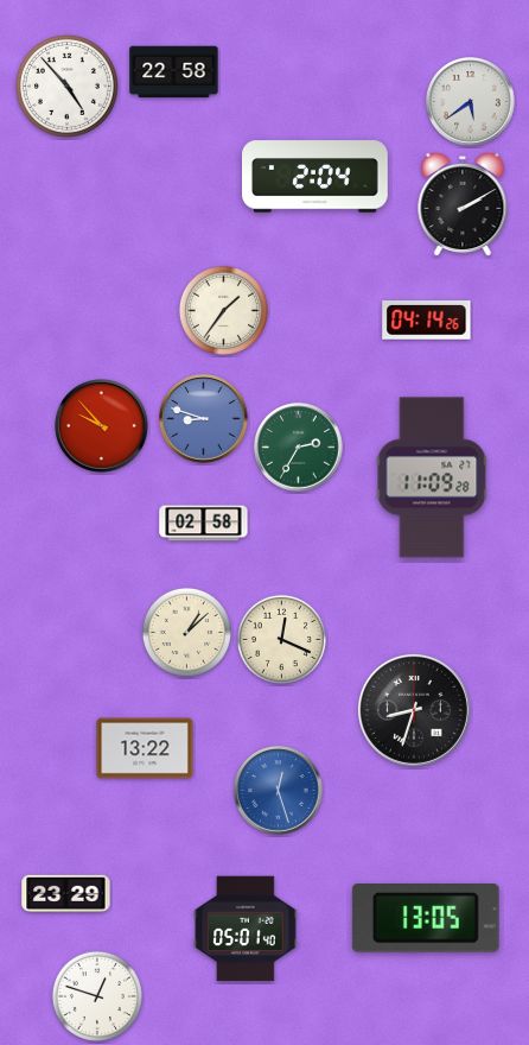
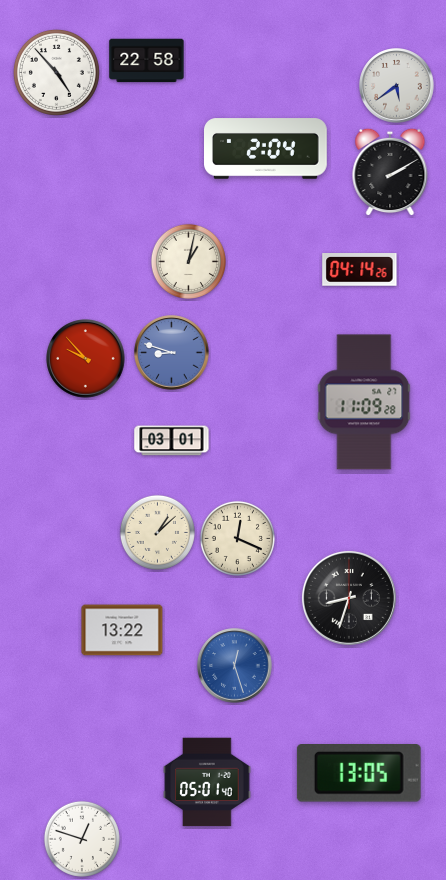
clock at (223, 310): 1:36 -> 1:02
clock at (299, 448): 2:35 -> none
clock at (204, 524): 02:58 -> 03:01
clock at (66, 893): 23:29 -> none
